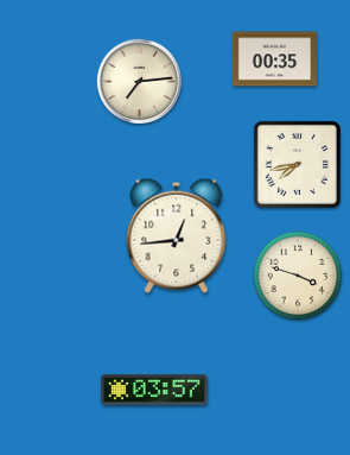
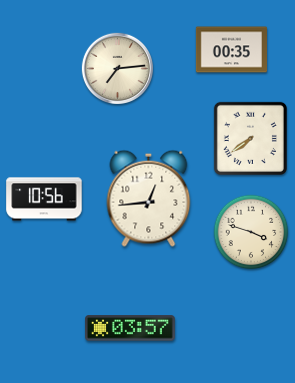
clock at (297, 164): 7:43 -> 7:39
clock at (44, 199): none -> 10:56
